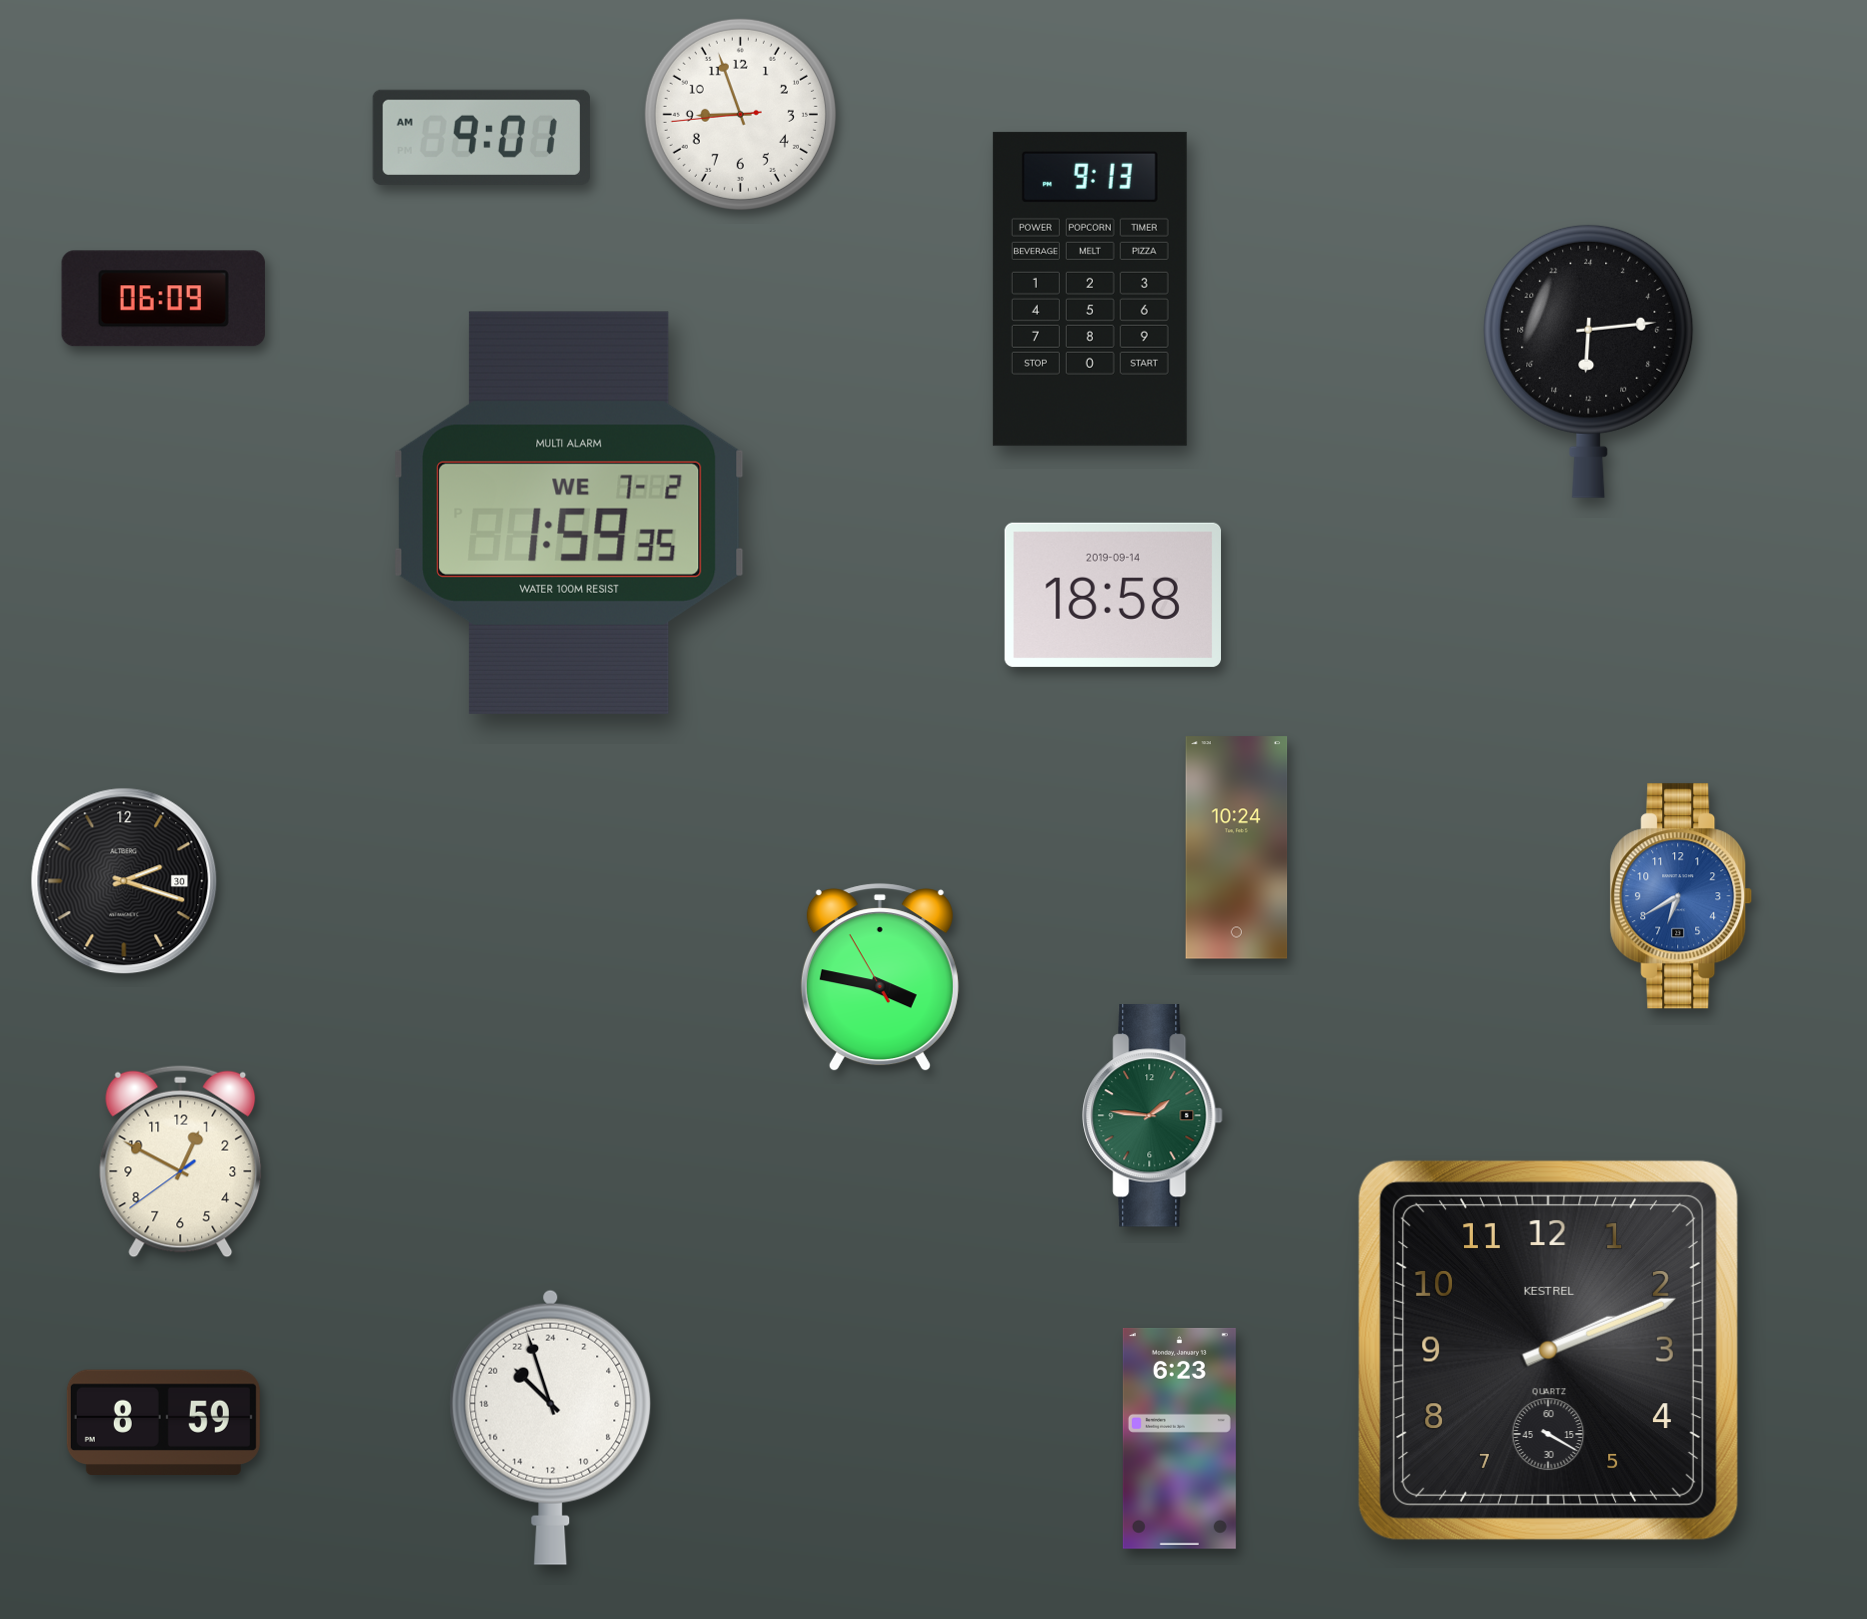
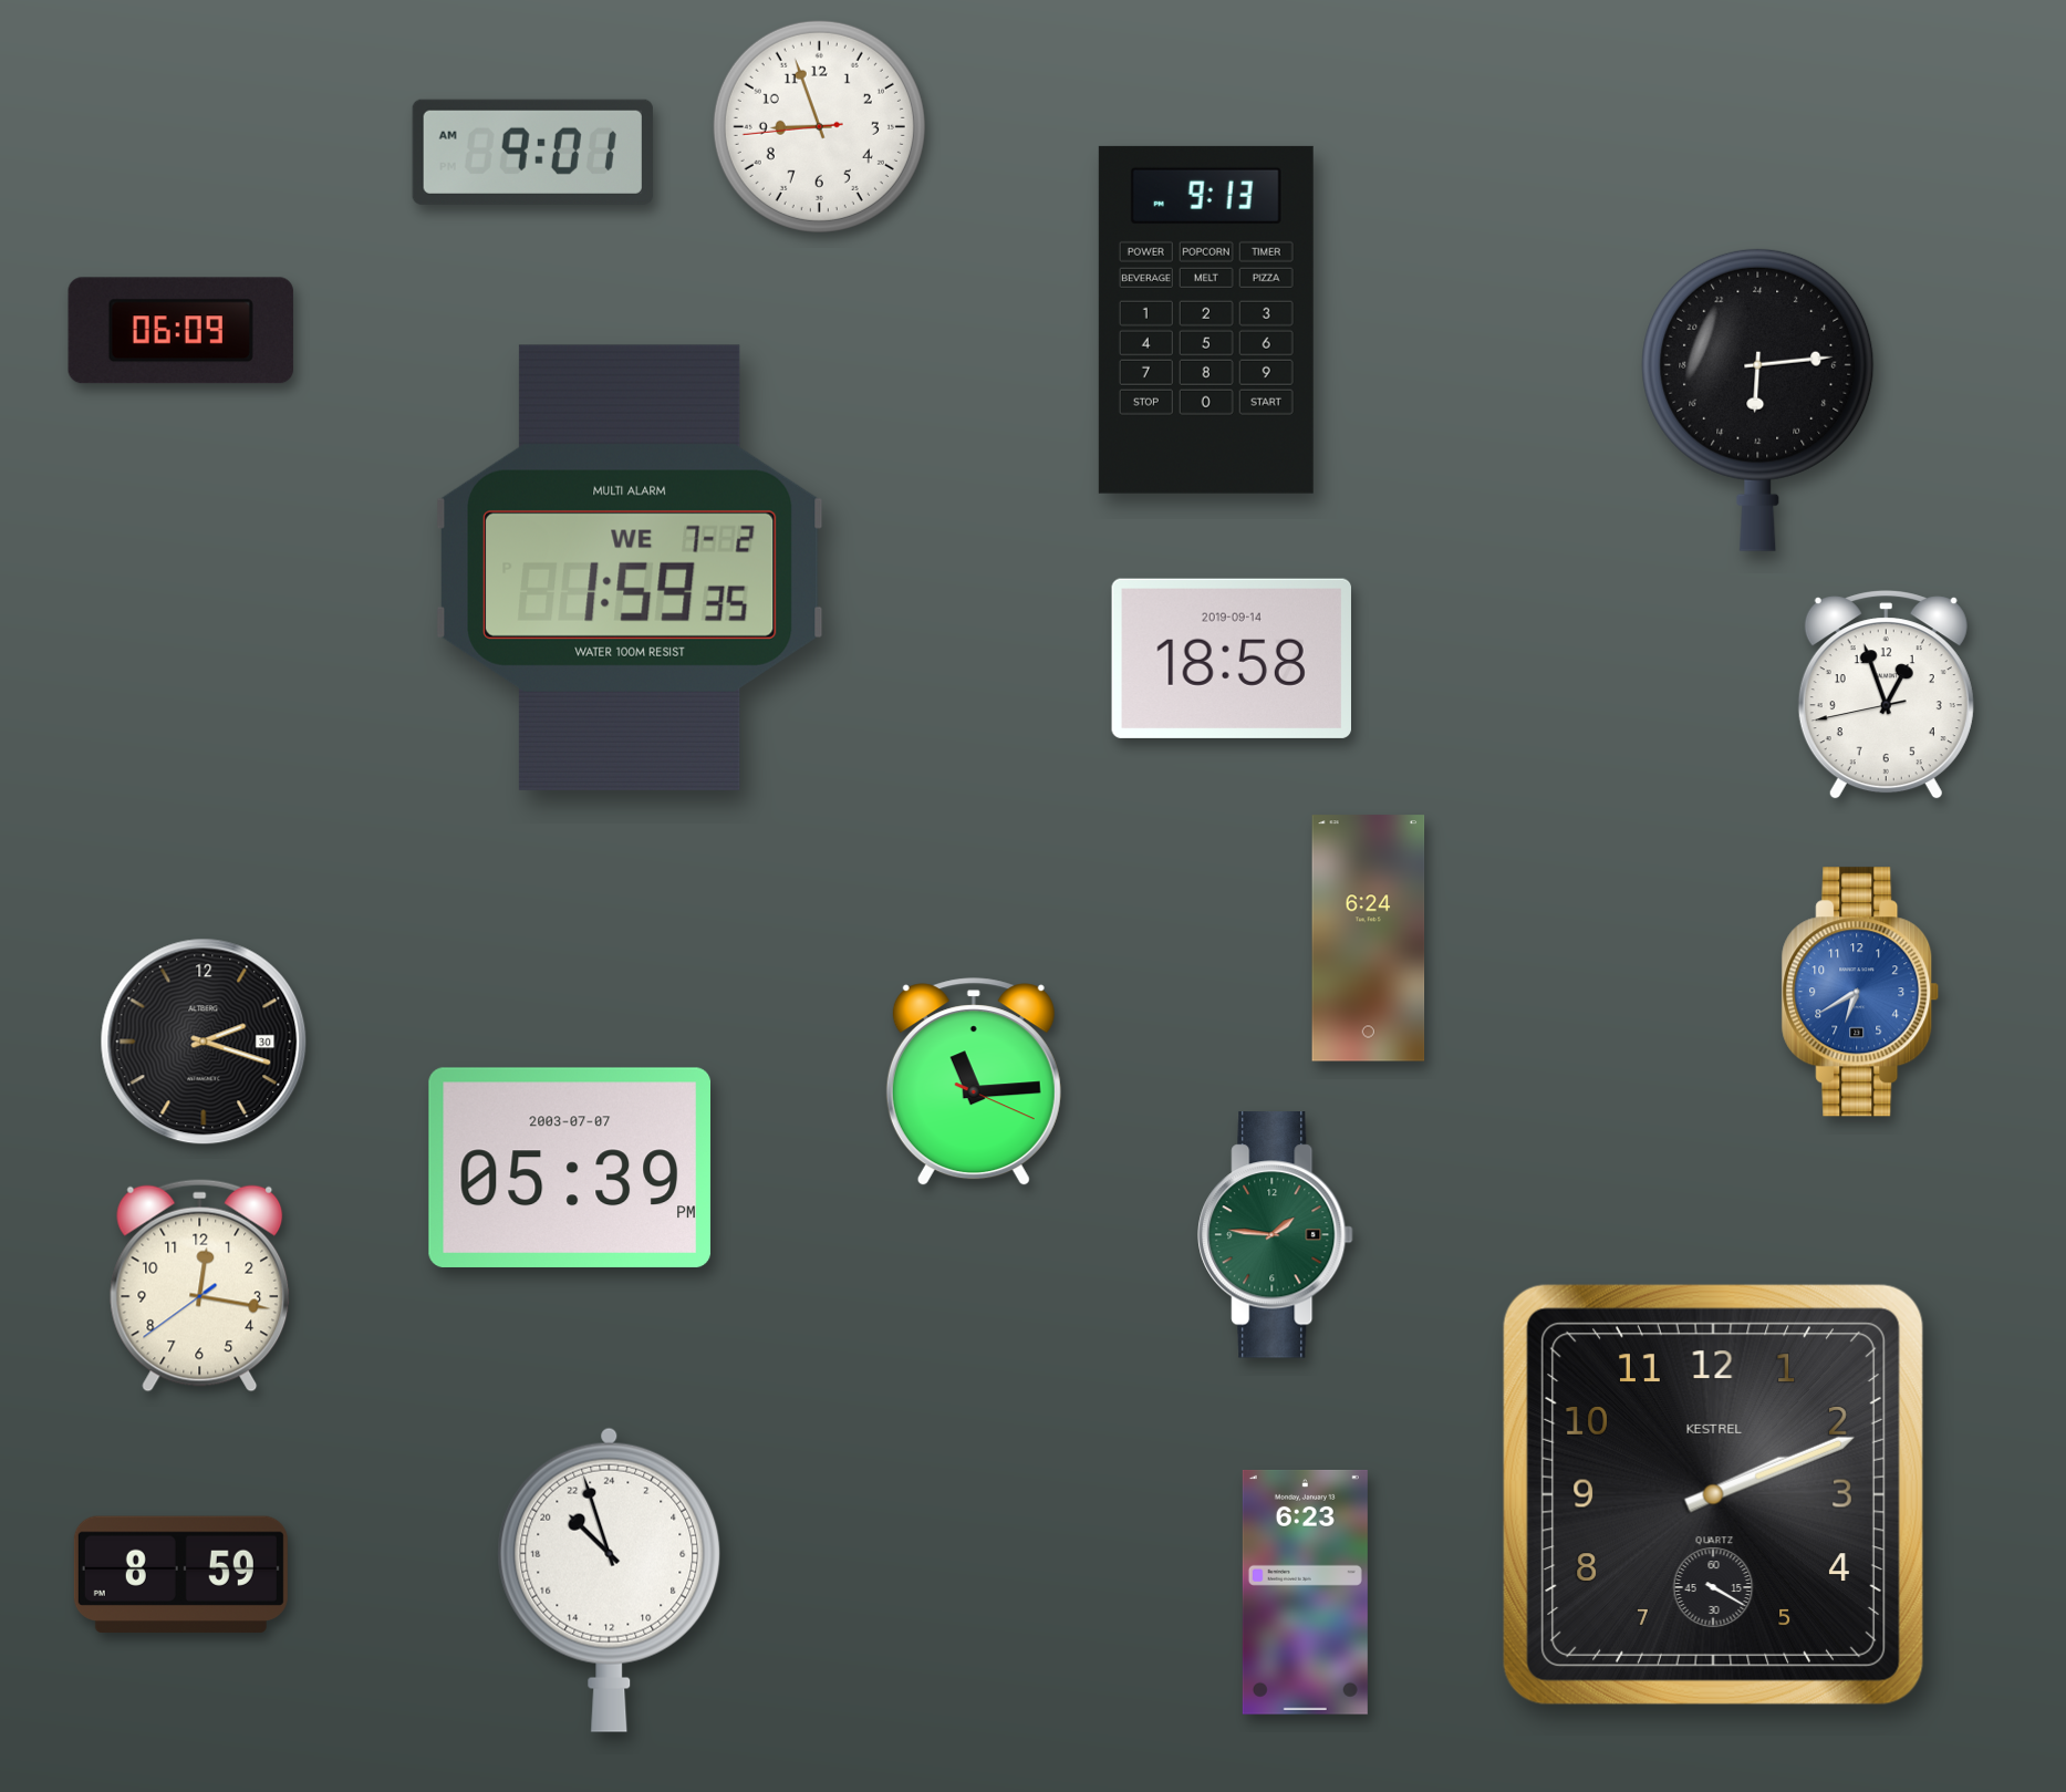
clock at (1886, 695): none -> 12:56
clock at (1237, 848): 10:24 -> 6:24
clock at (124, 881) position: (124, 881) -> (204, 1042)
clock at (880, 978): 3:46 -> 11:14
clock at (569, 1168): none -> 05:39
clock at (181, 1161): 12:49 -> 12:16
